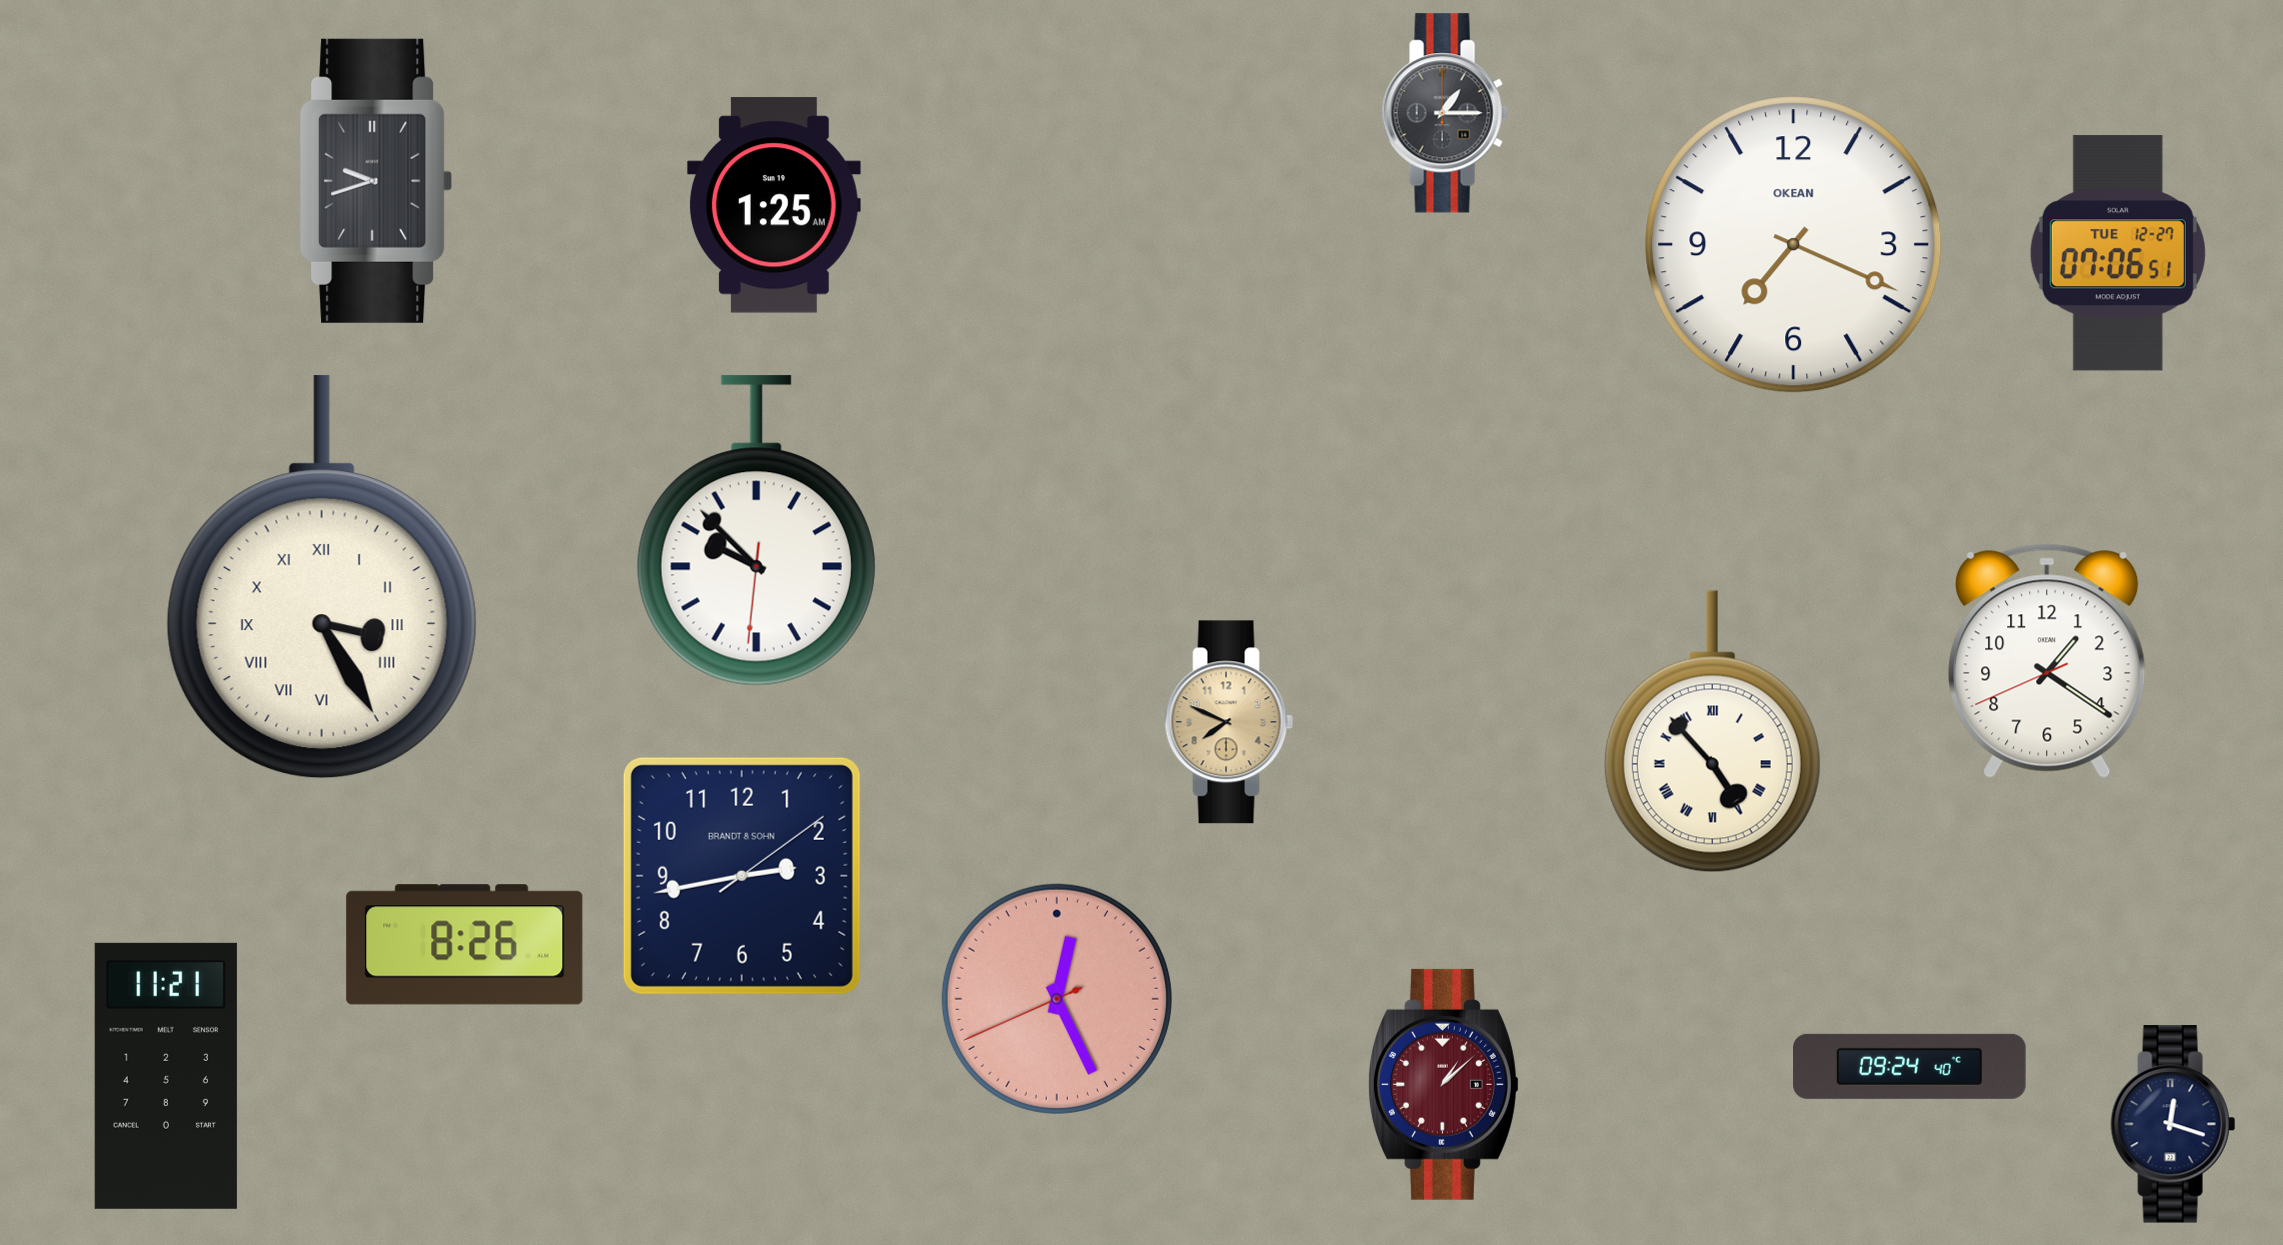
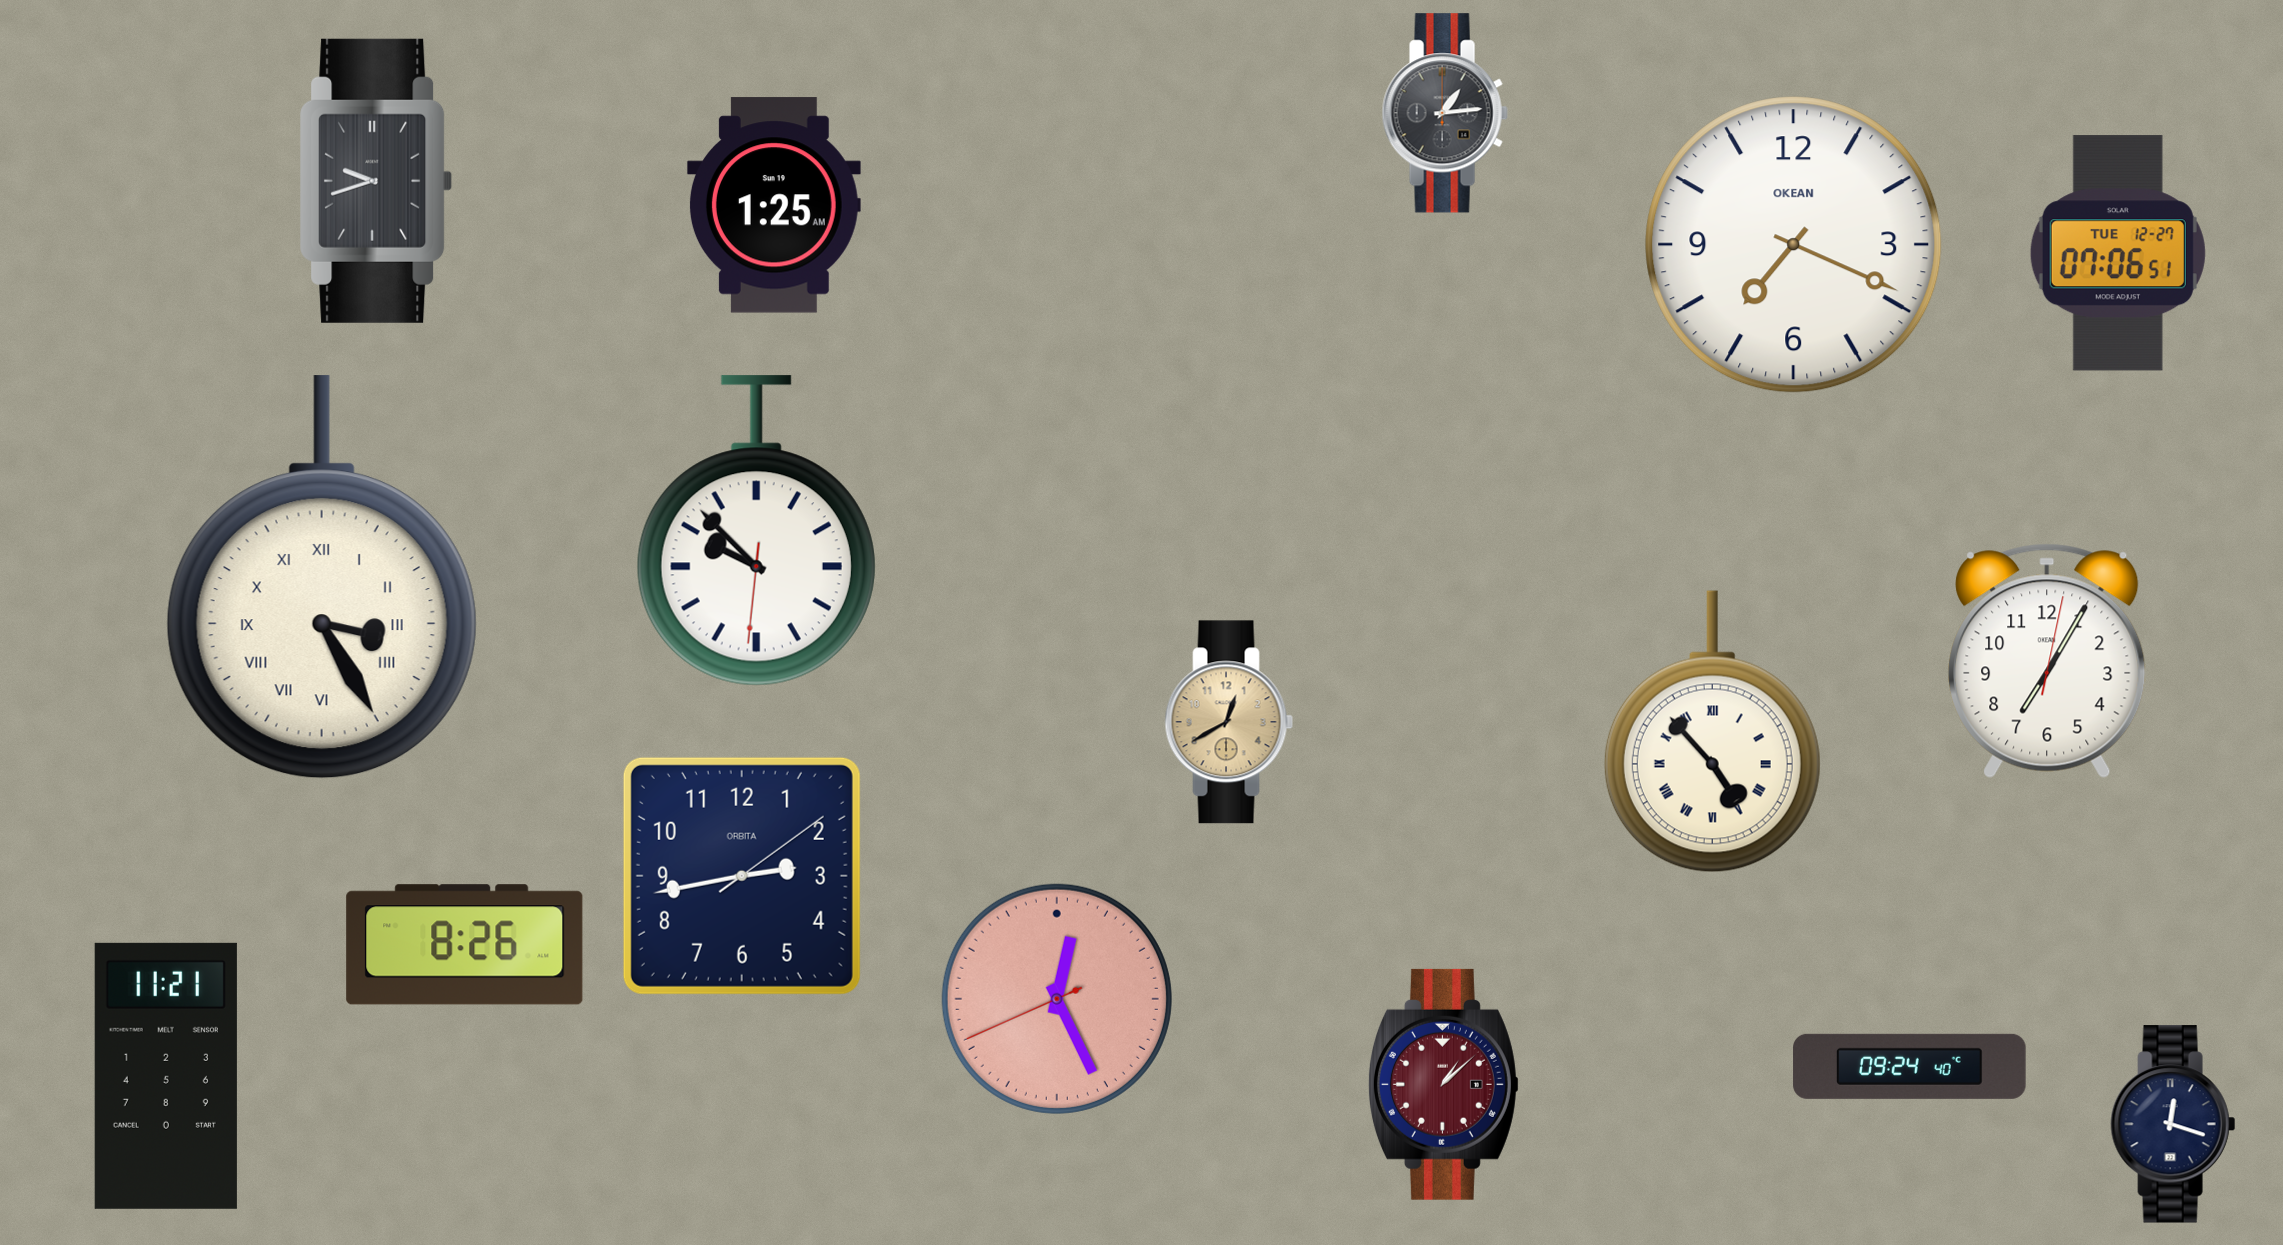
clock at (1445, 113): 1:15 -> 1:14
clock at (2047, 661): 1:20 -> 7:05
clock at (1229, 722): 7:49 -> 12:40
clock at (742, 876) brand: BRANDT & SOHN -> ORBITA
